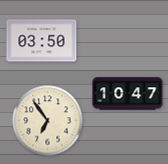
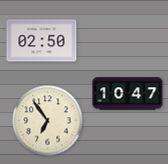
clock at (42, 41): 03:50 -> 02:50
